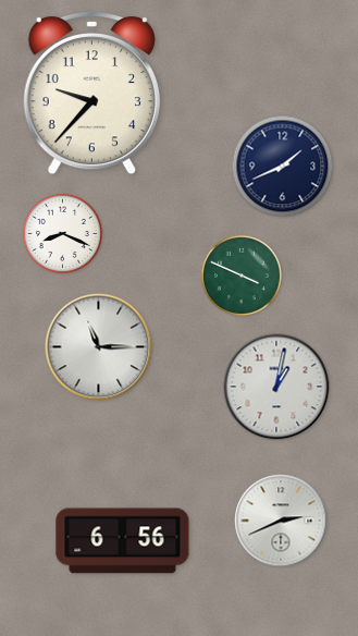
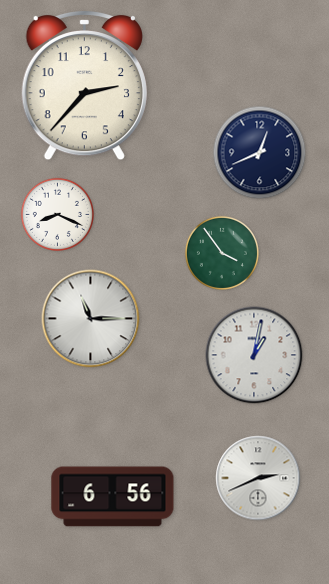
clock at (91, 93): 9:37 -> 2:37
clock at (283, 167): 1:41 -> 12:41
clock at (242, 276): 3:49 -> 3:54
